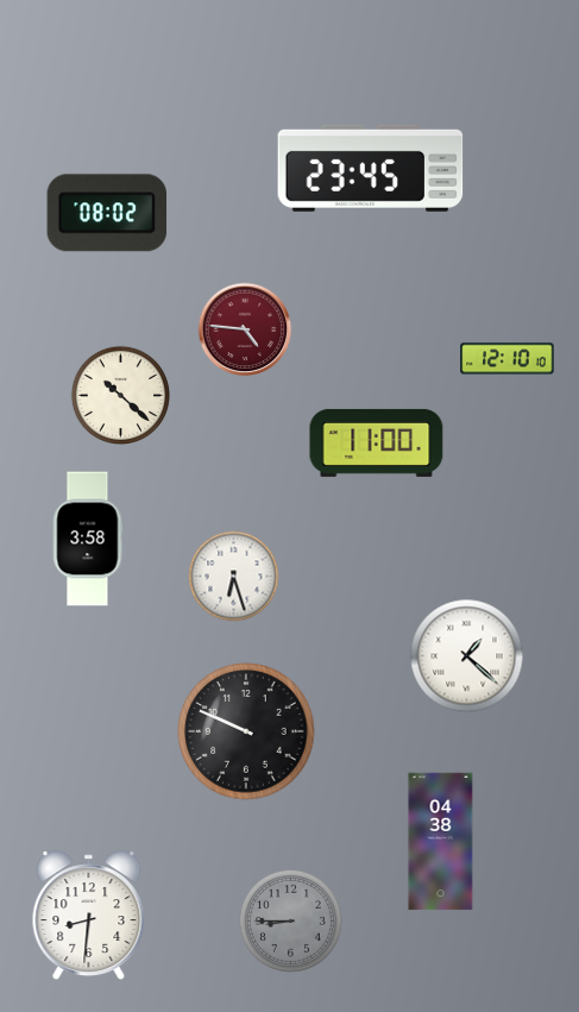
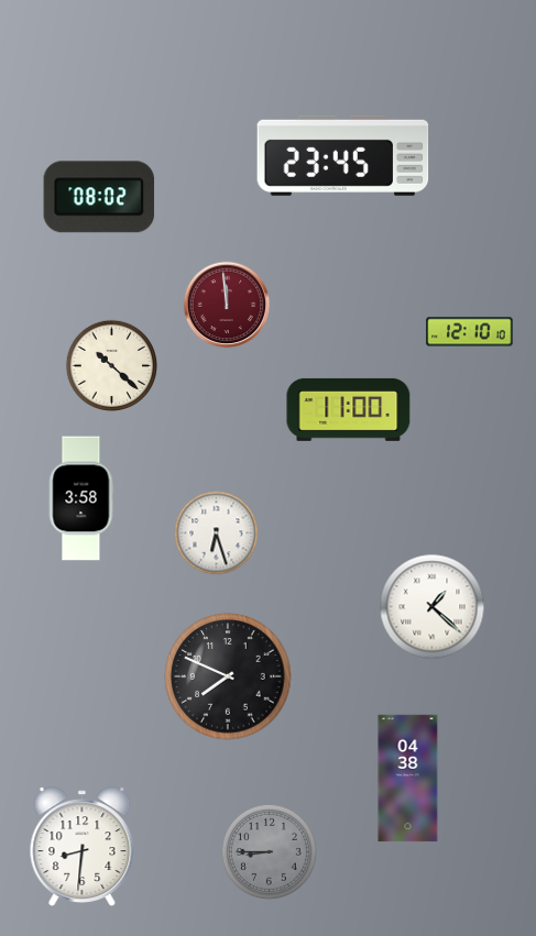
clock at (245, 329): 4:46 -> 11:59
clock at (246, 731): 9:49 -> 7:49
